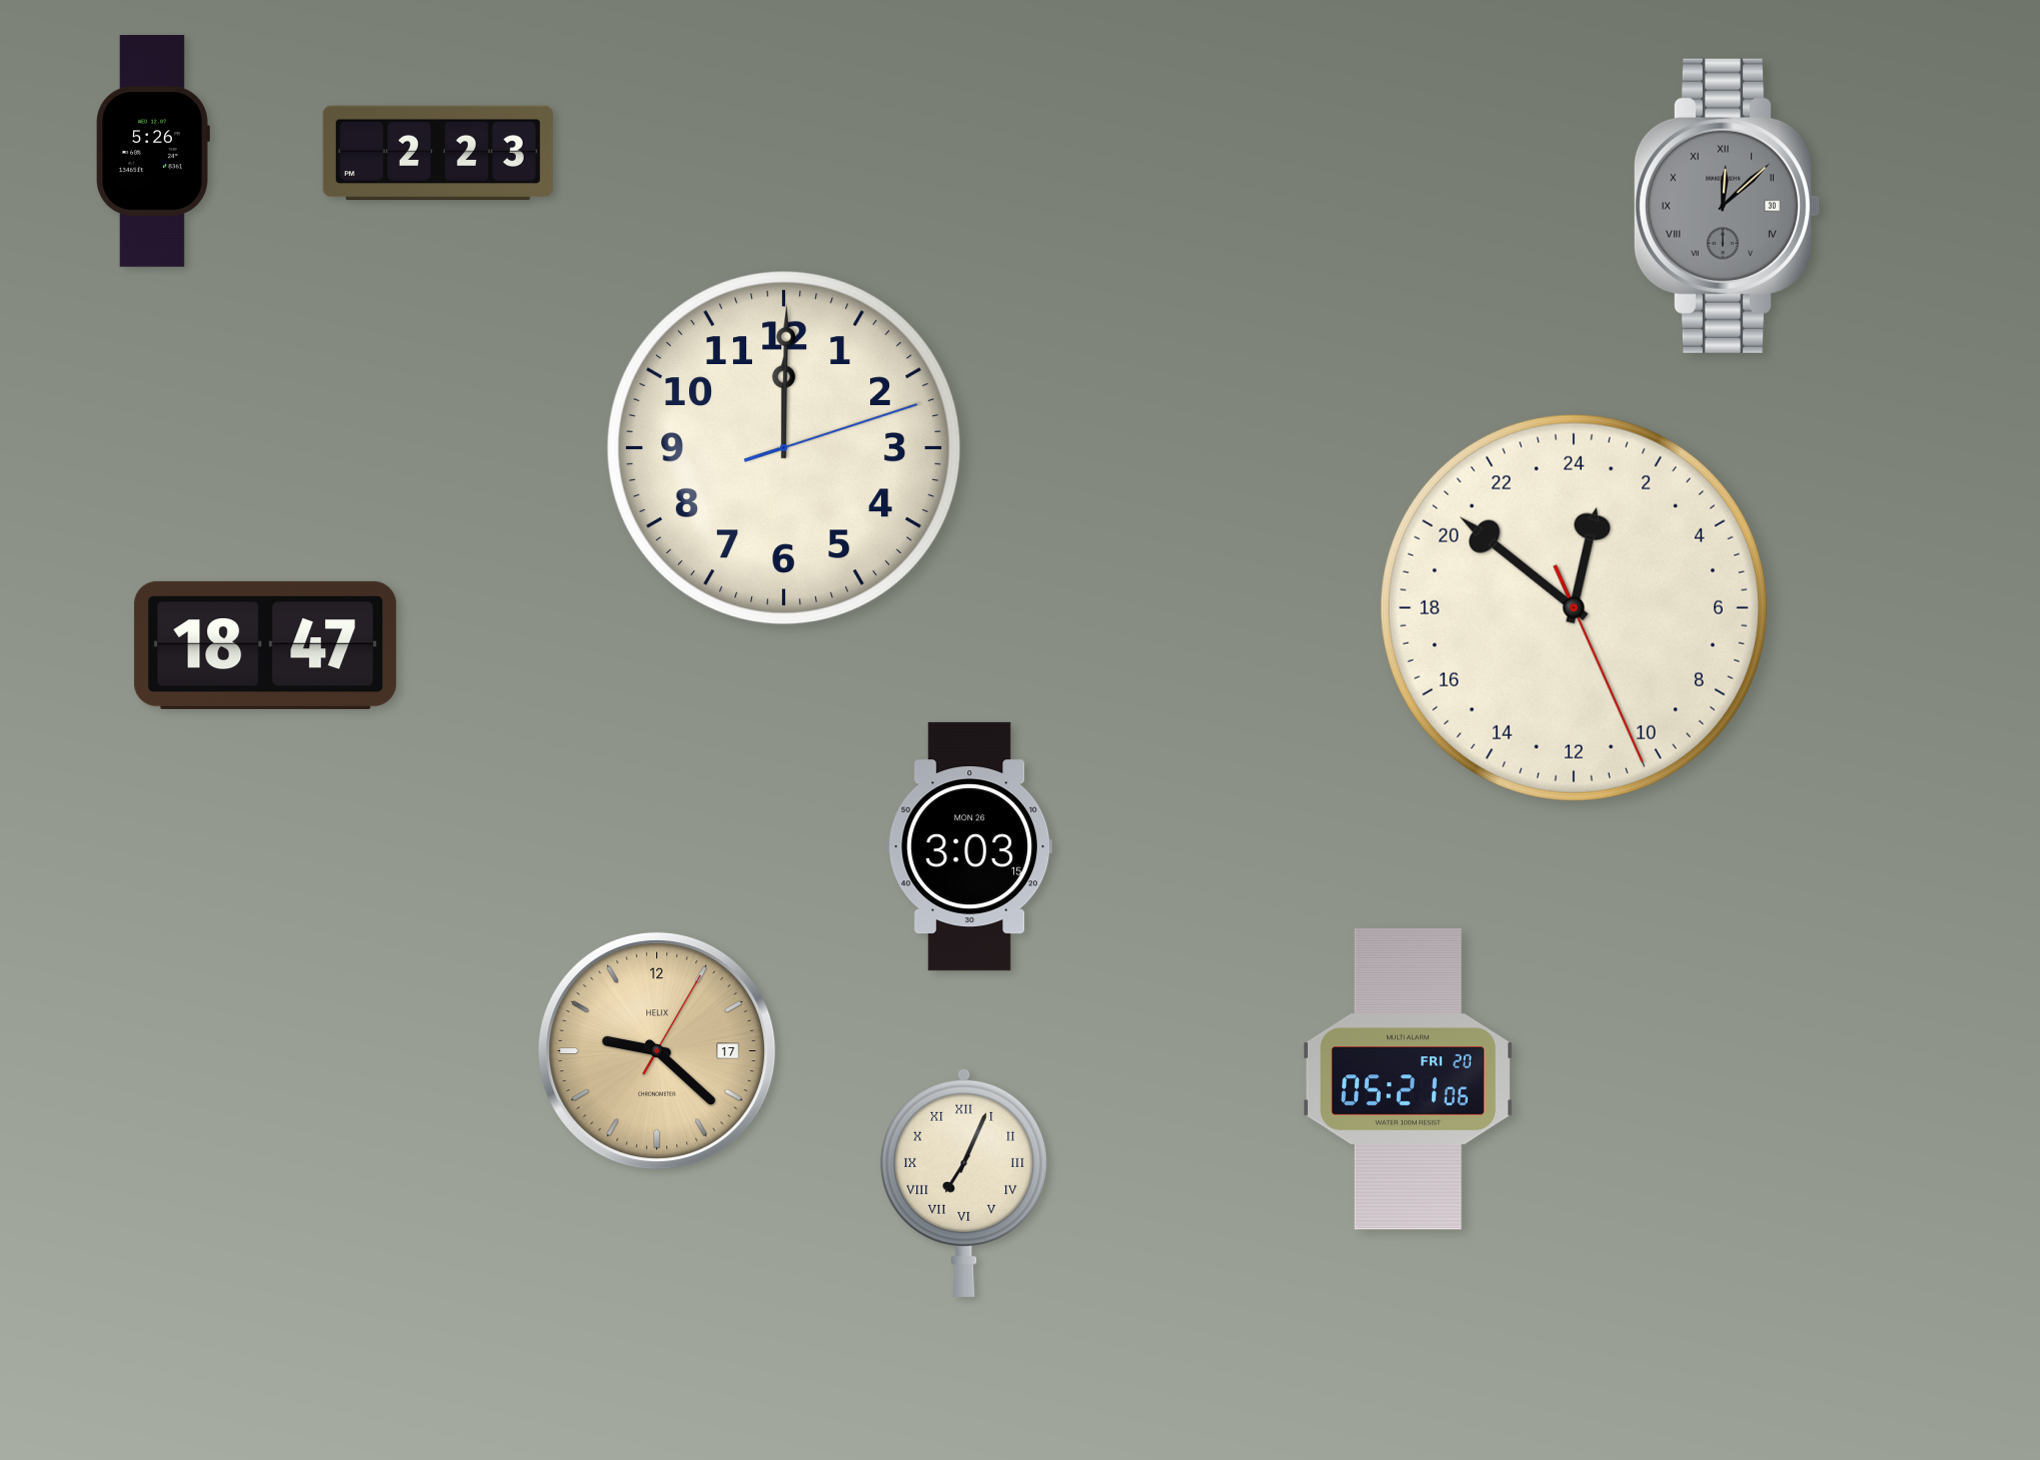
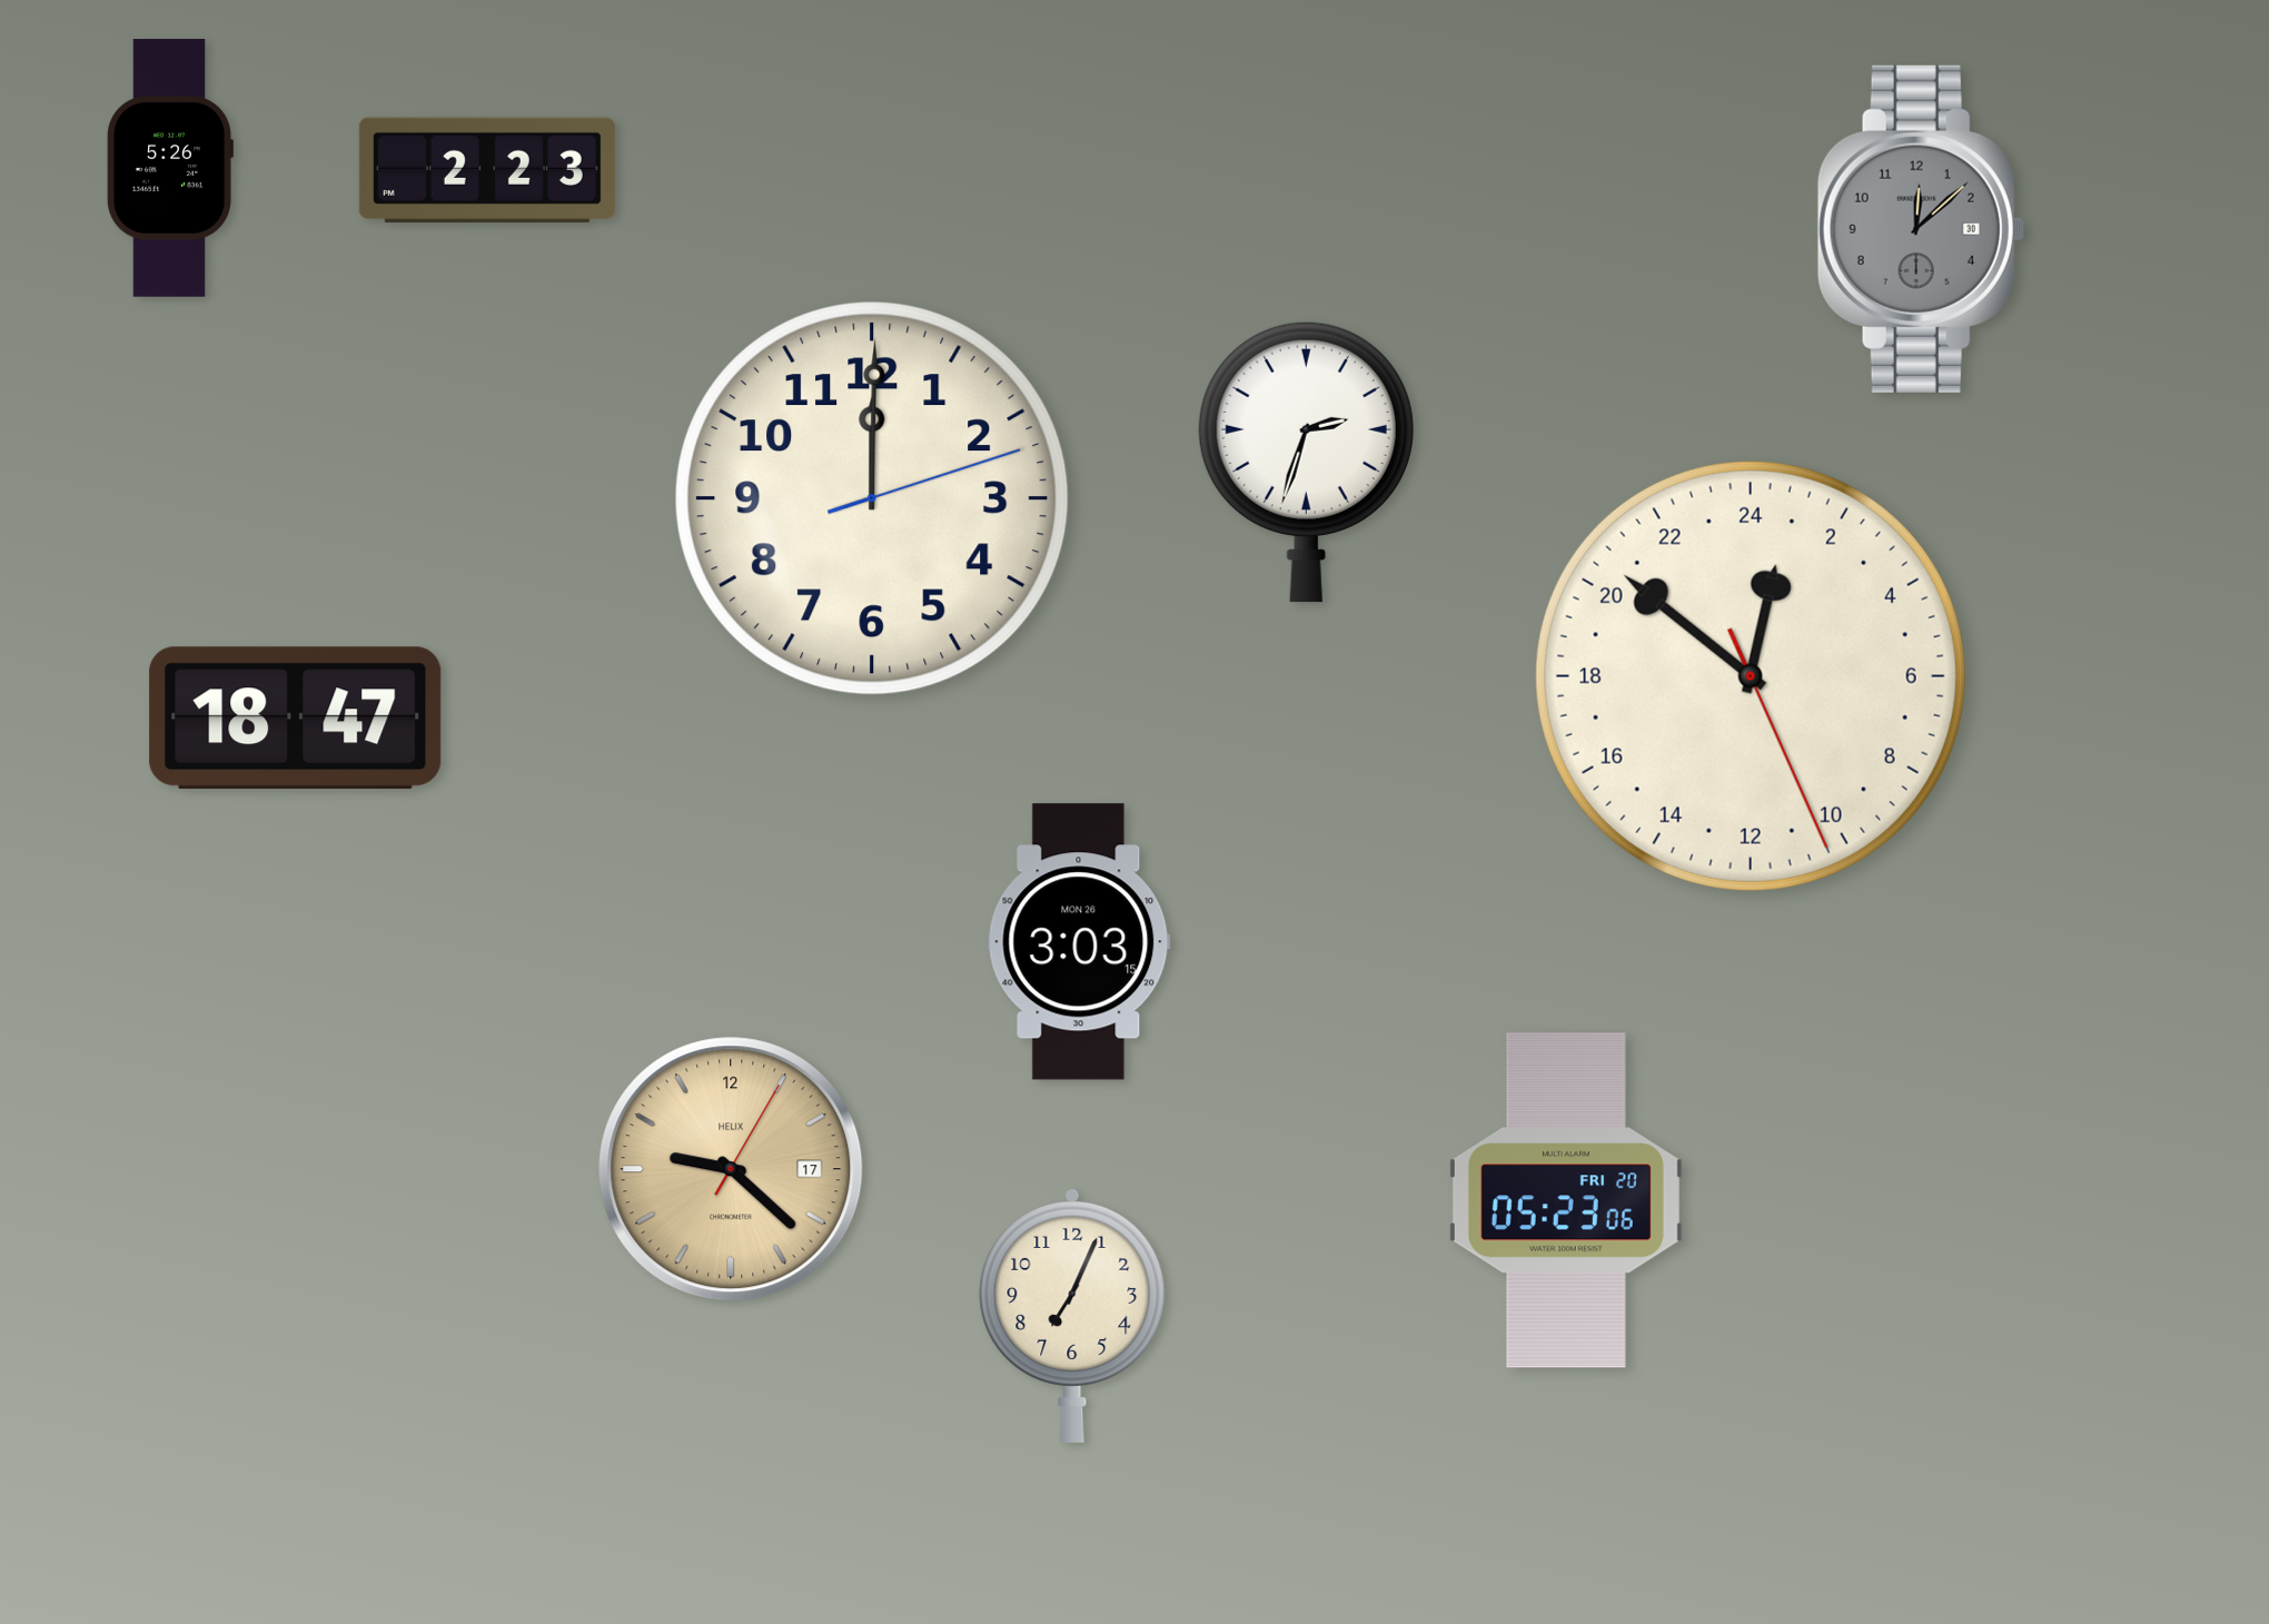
clock at (1727, 206) numerals: Roman -> Arabic
clock at (1306, 462): none -> 2:33
clock at (1408, 1079): 05:21 -> 05:23
clock at (964, 1182) numerals: Roman -> Arabic
